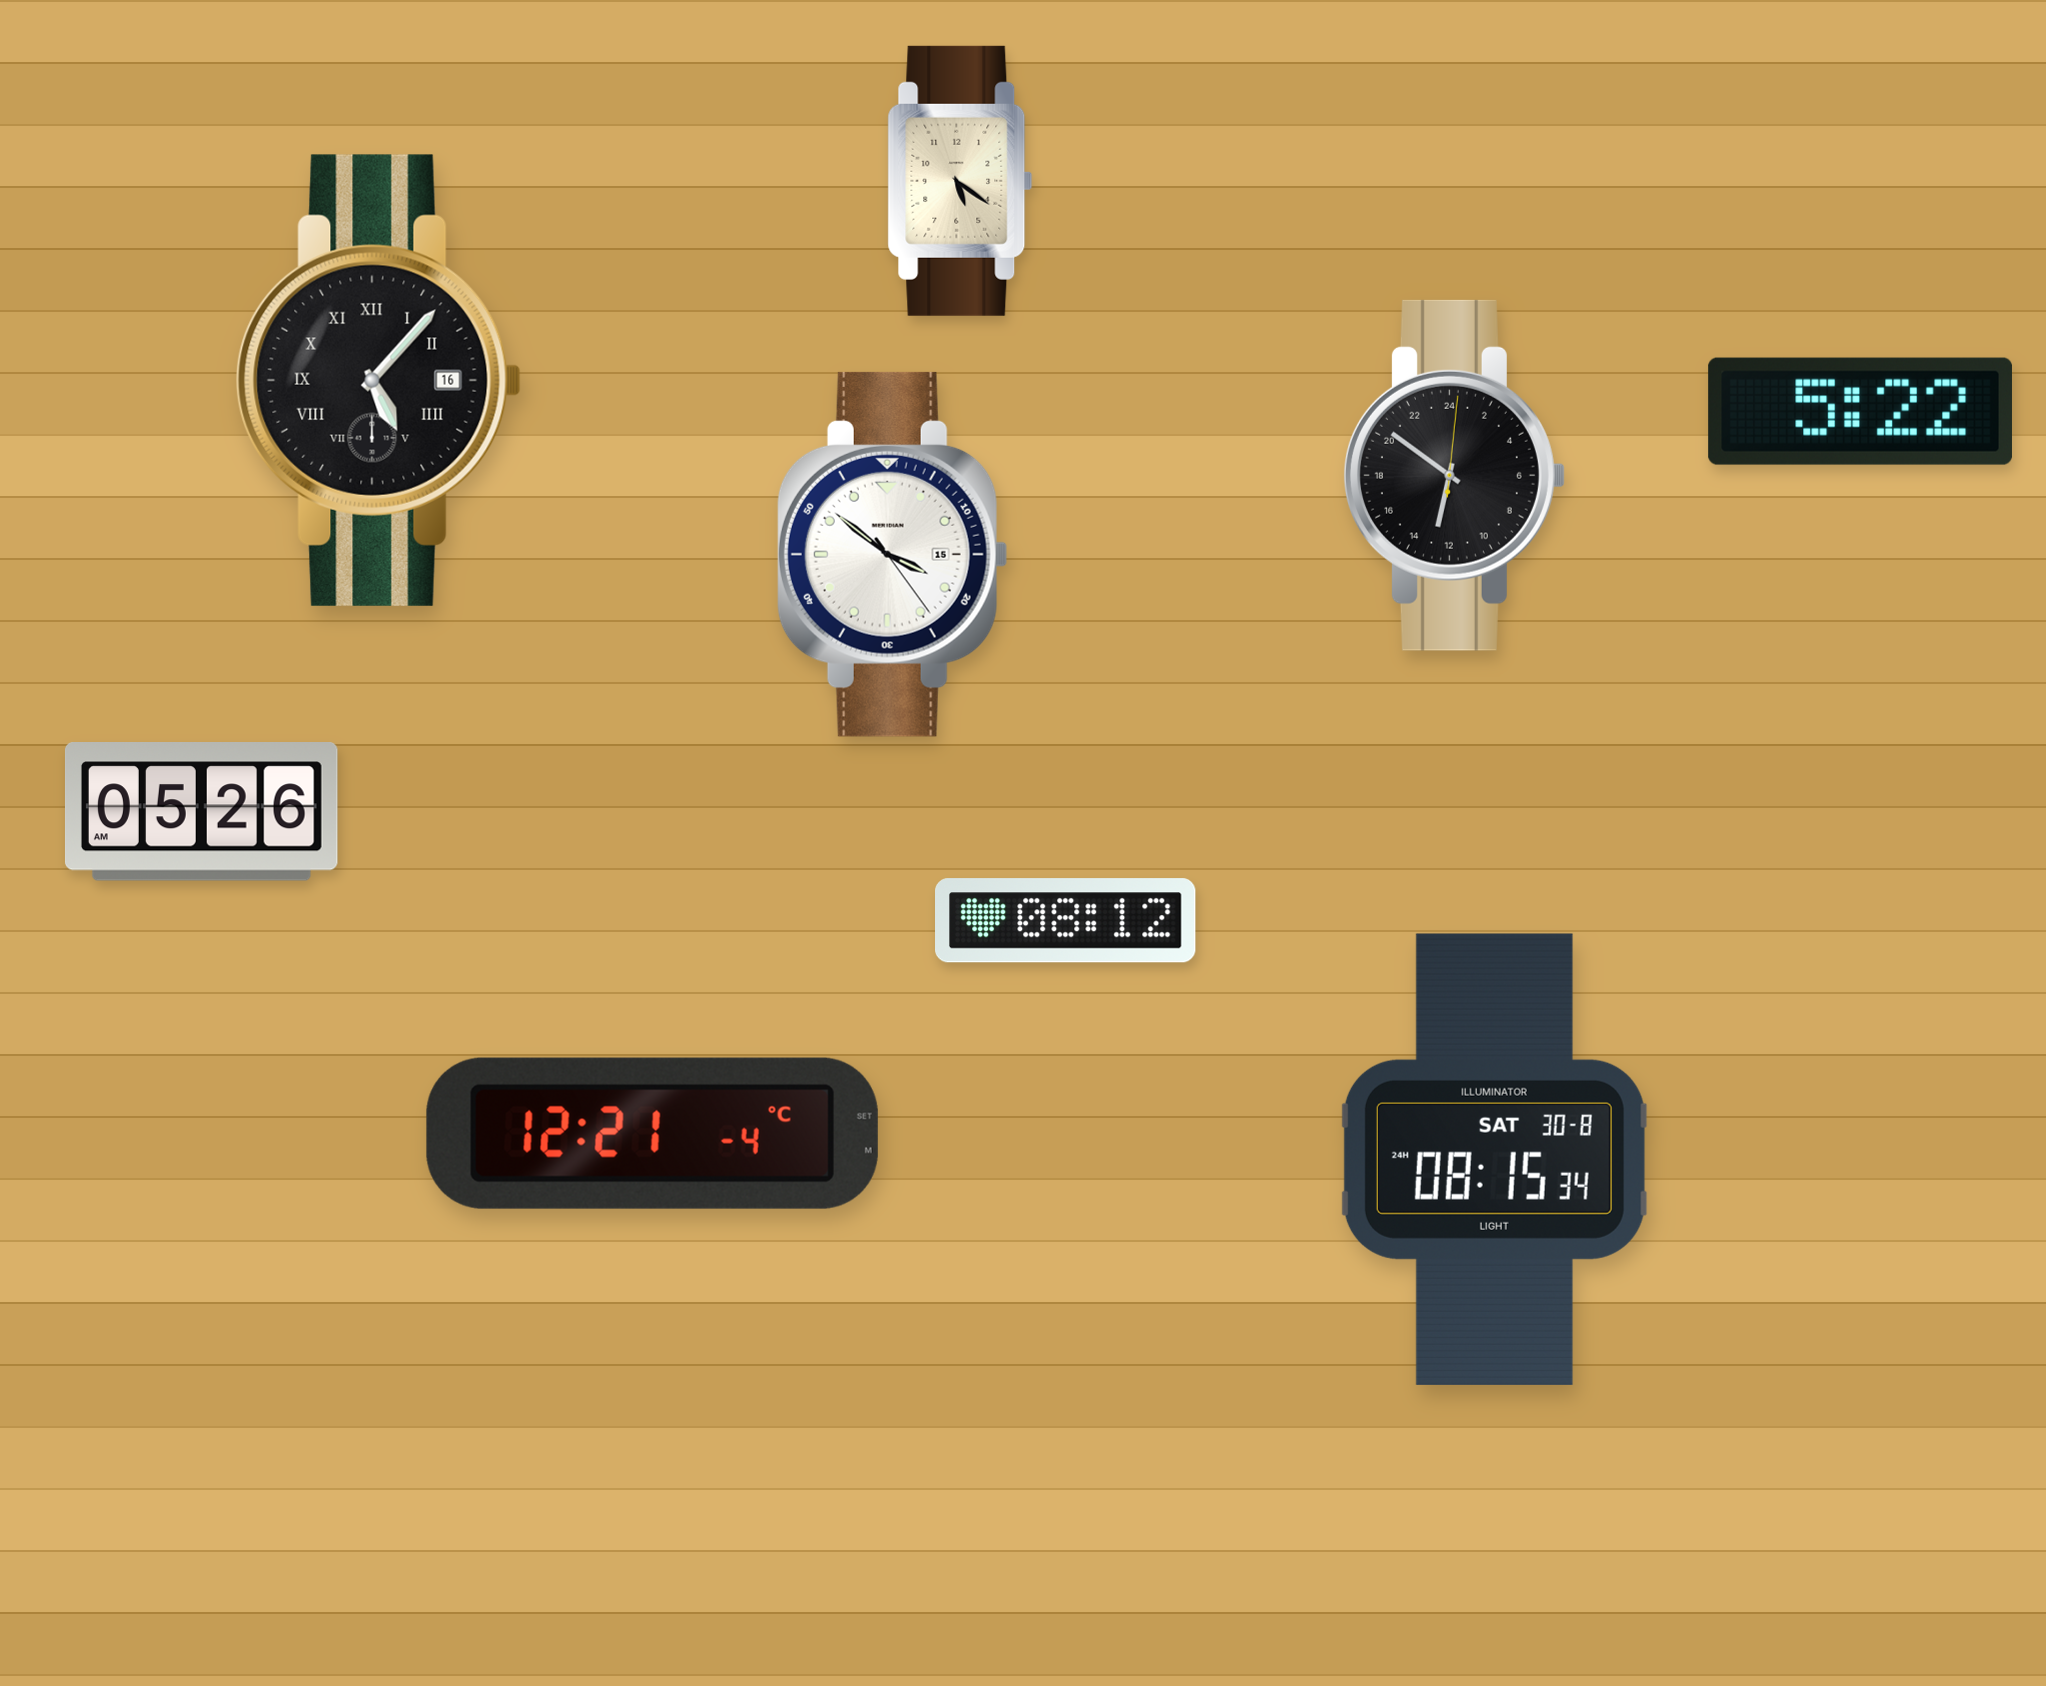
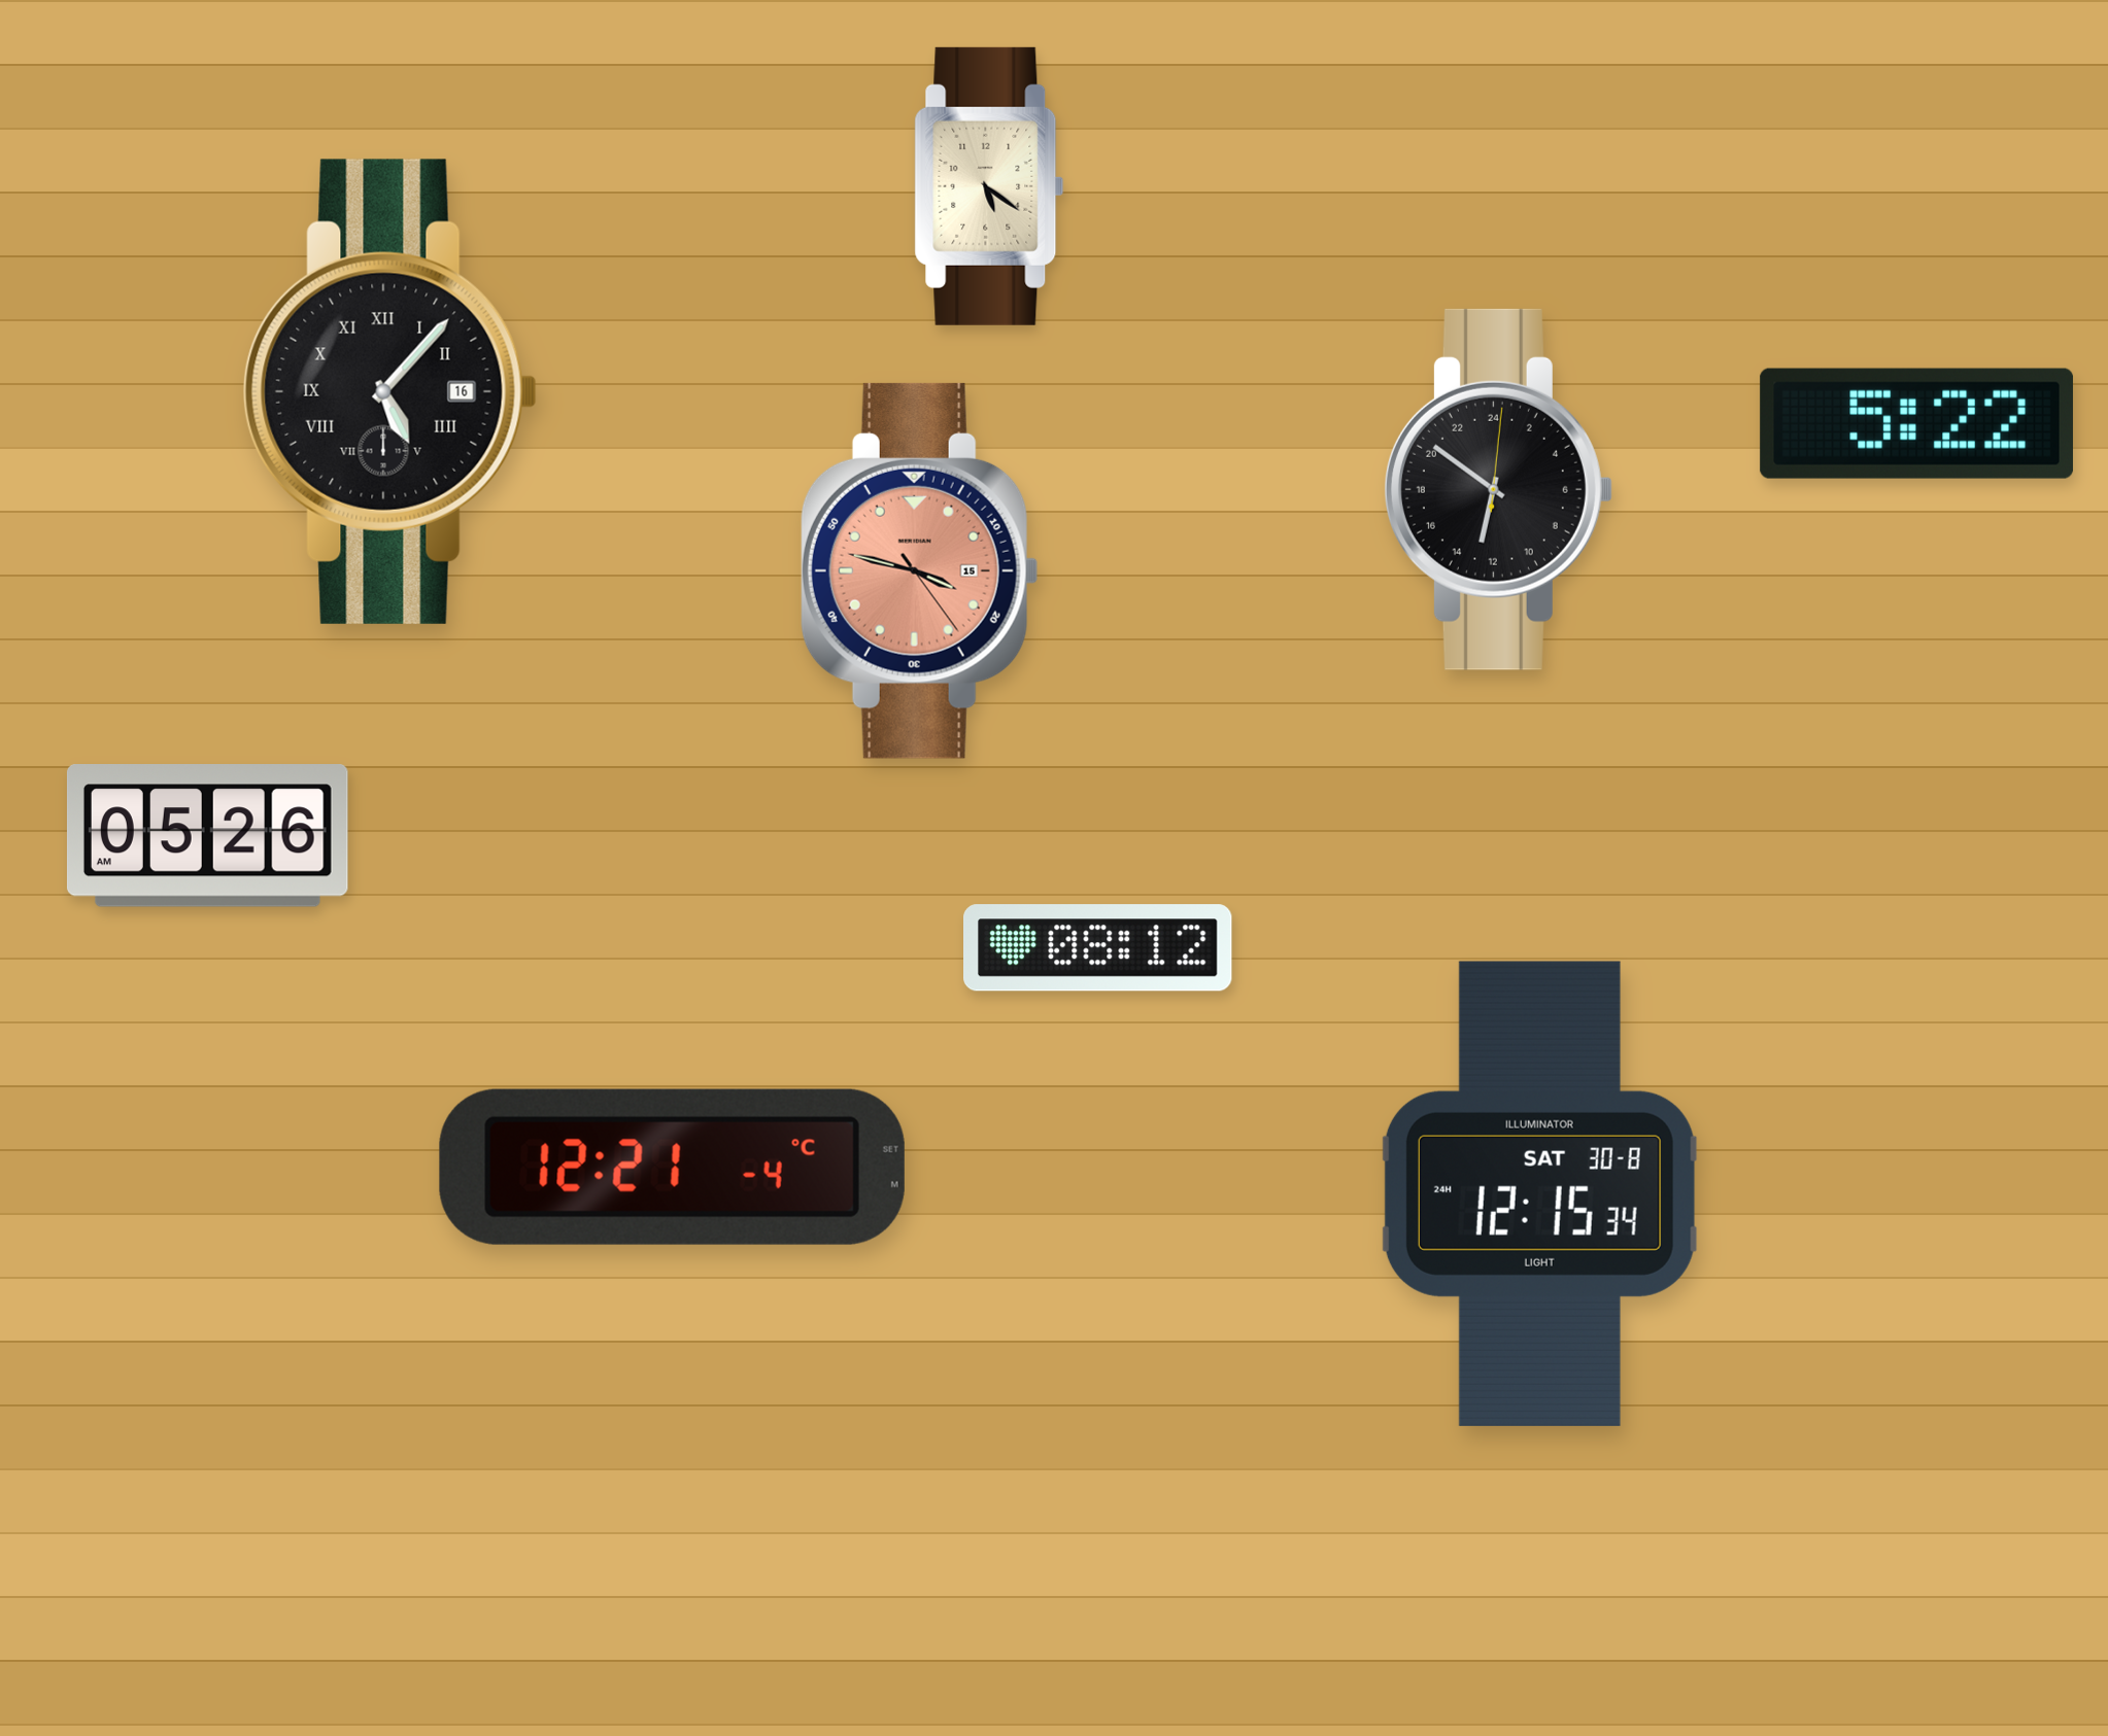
clock at (892, 554): 3:51 -> 3:47
clock at (892, 554) dial: white -> salmon
clock at (1494, 1159): 08:15 -> 12:15
